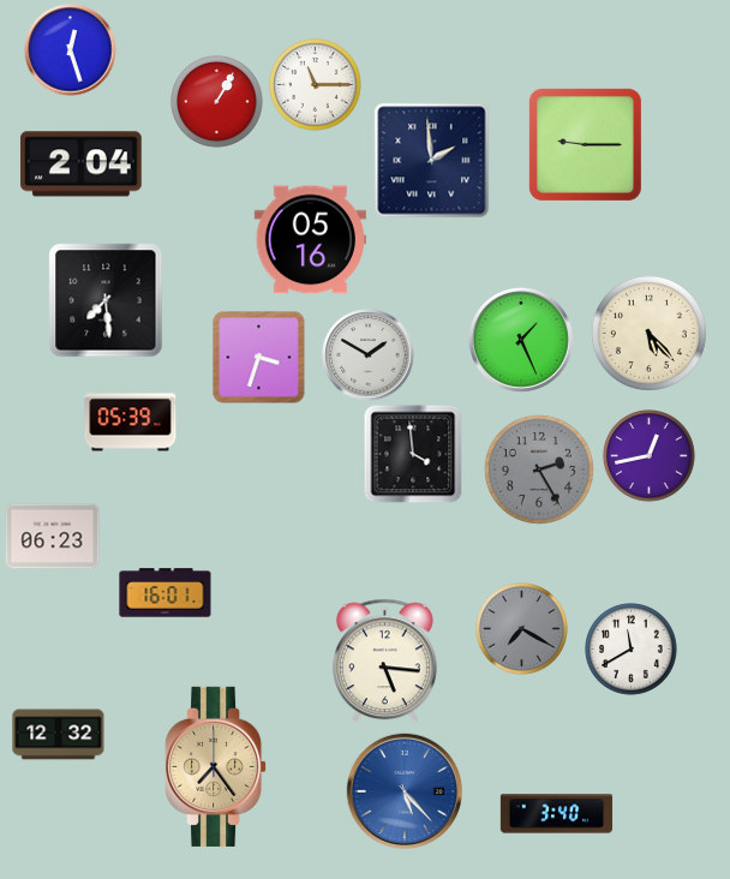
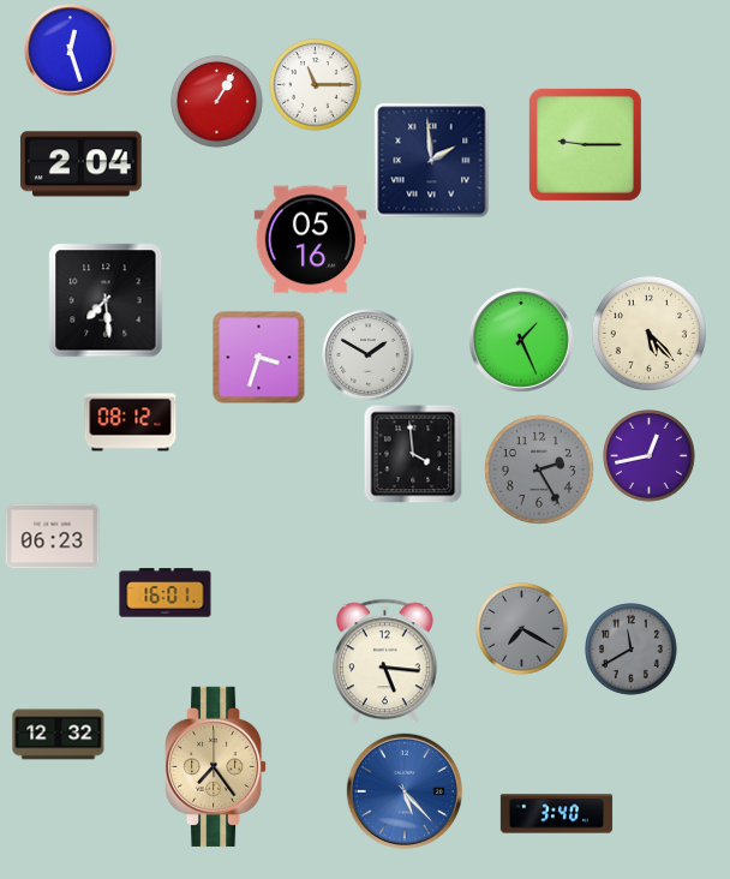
clock at (131, 423): 05:39 -> 08:12
clock at (632, 650) dial: white -> grey
